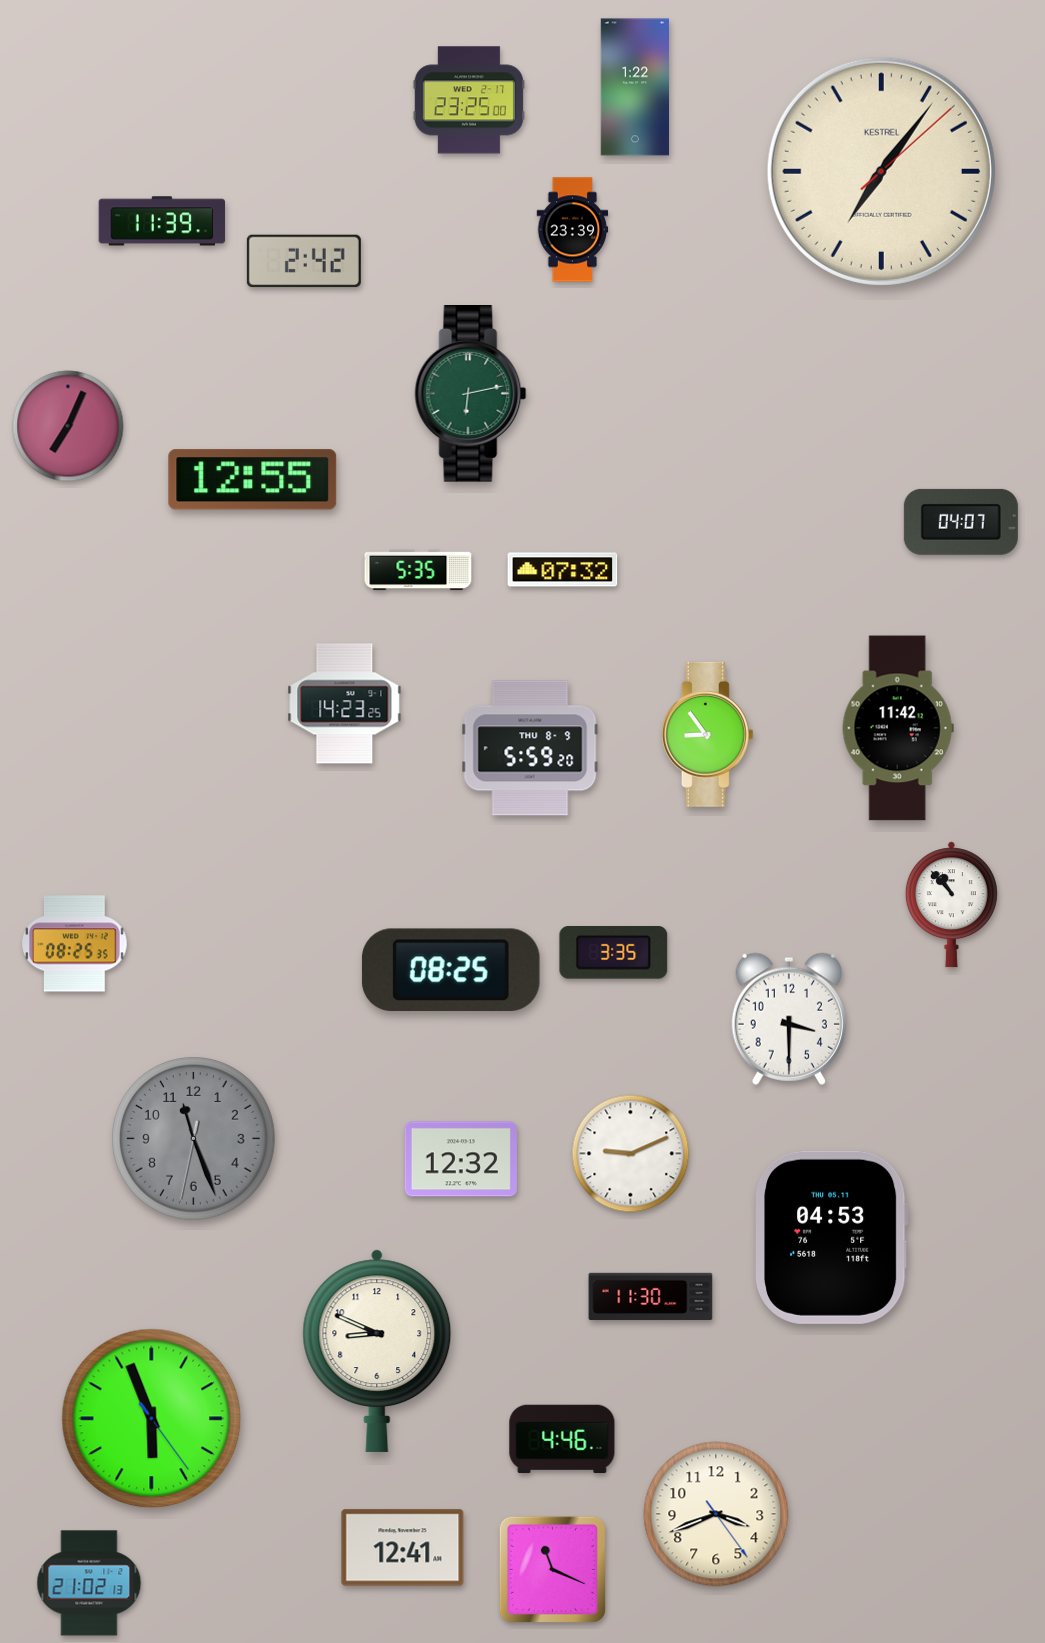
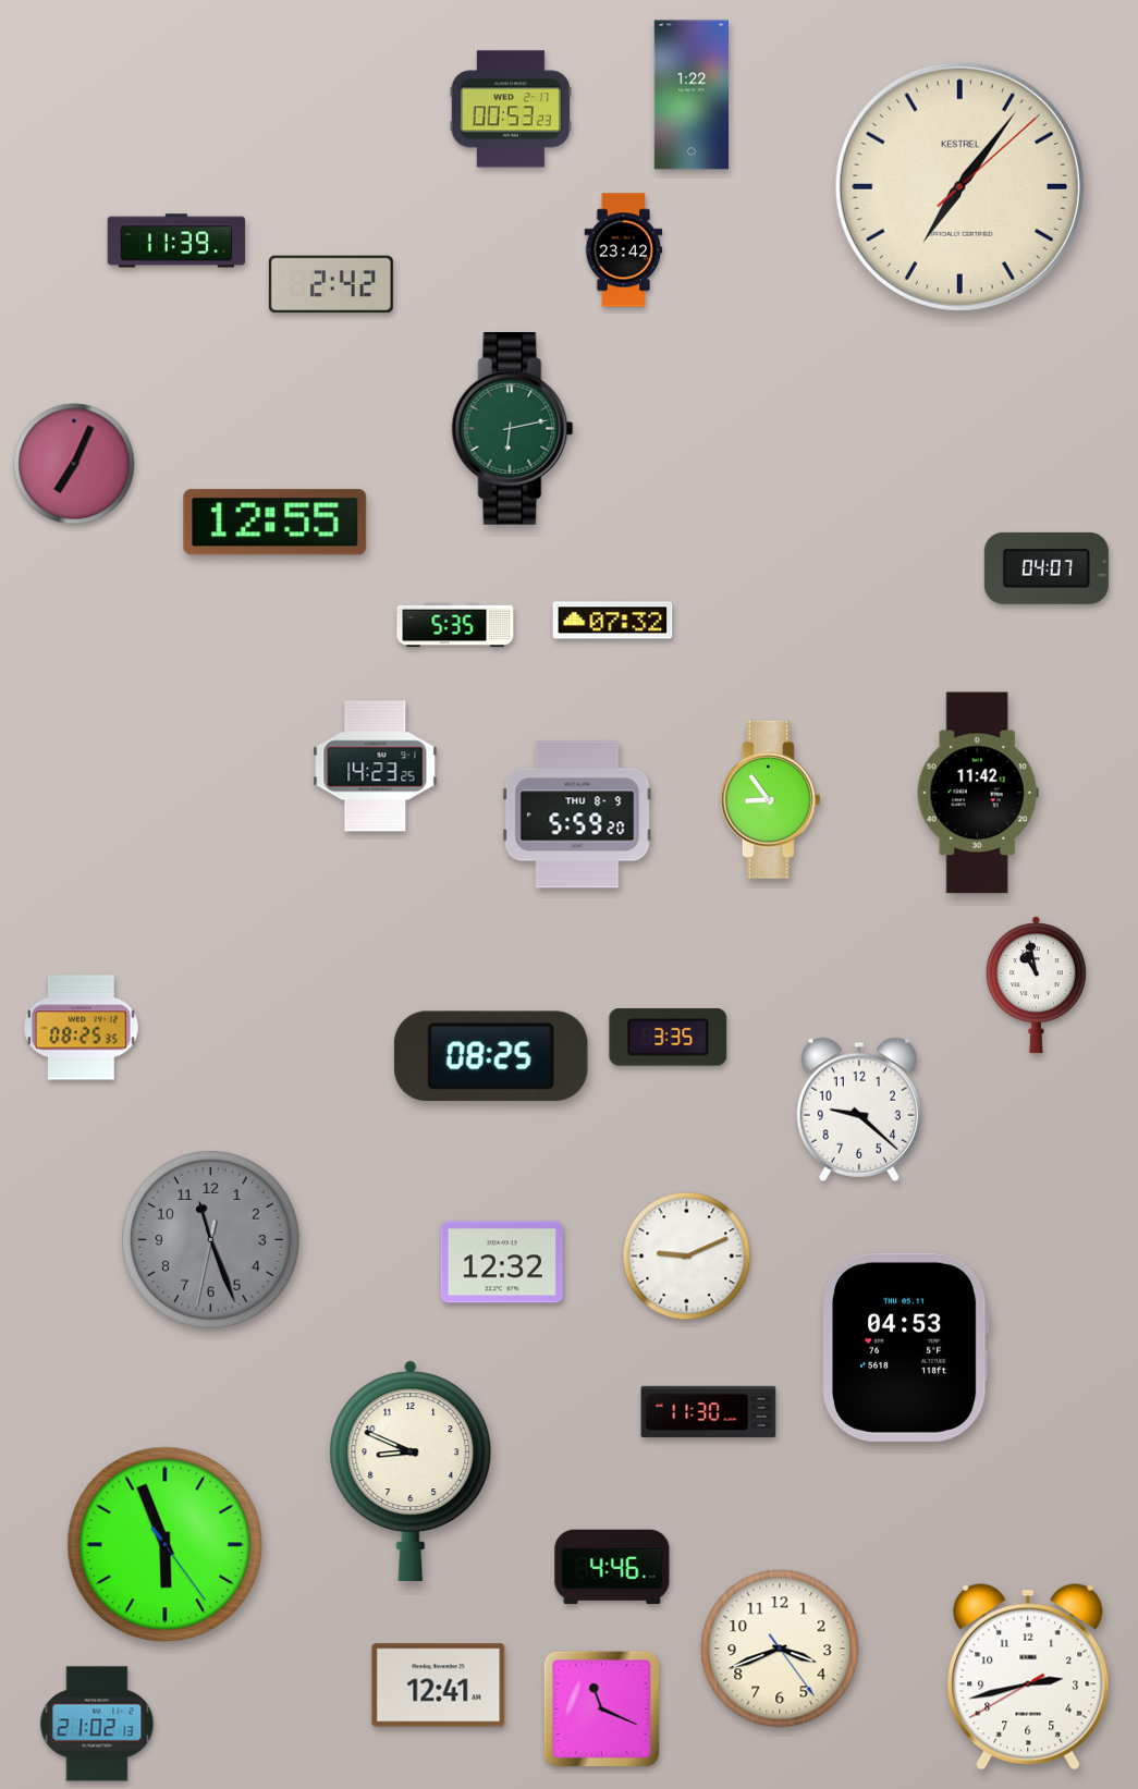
clock at (469, 100): 23:25 -> 00:53
clock at (573, 230): 23:39 -> 23:42
clock at (418, 570) position: (418, 570) -> (455, 625)
clock at (951, 905): 10:53 -> 10:58
clock at (789, 1019): 3:30 -> 9:22
clock at (1028, 1677): none -> 2:42
